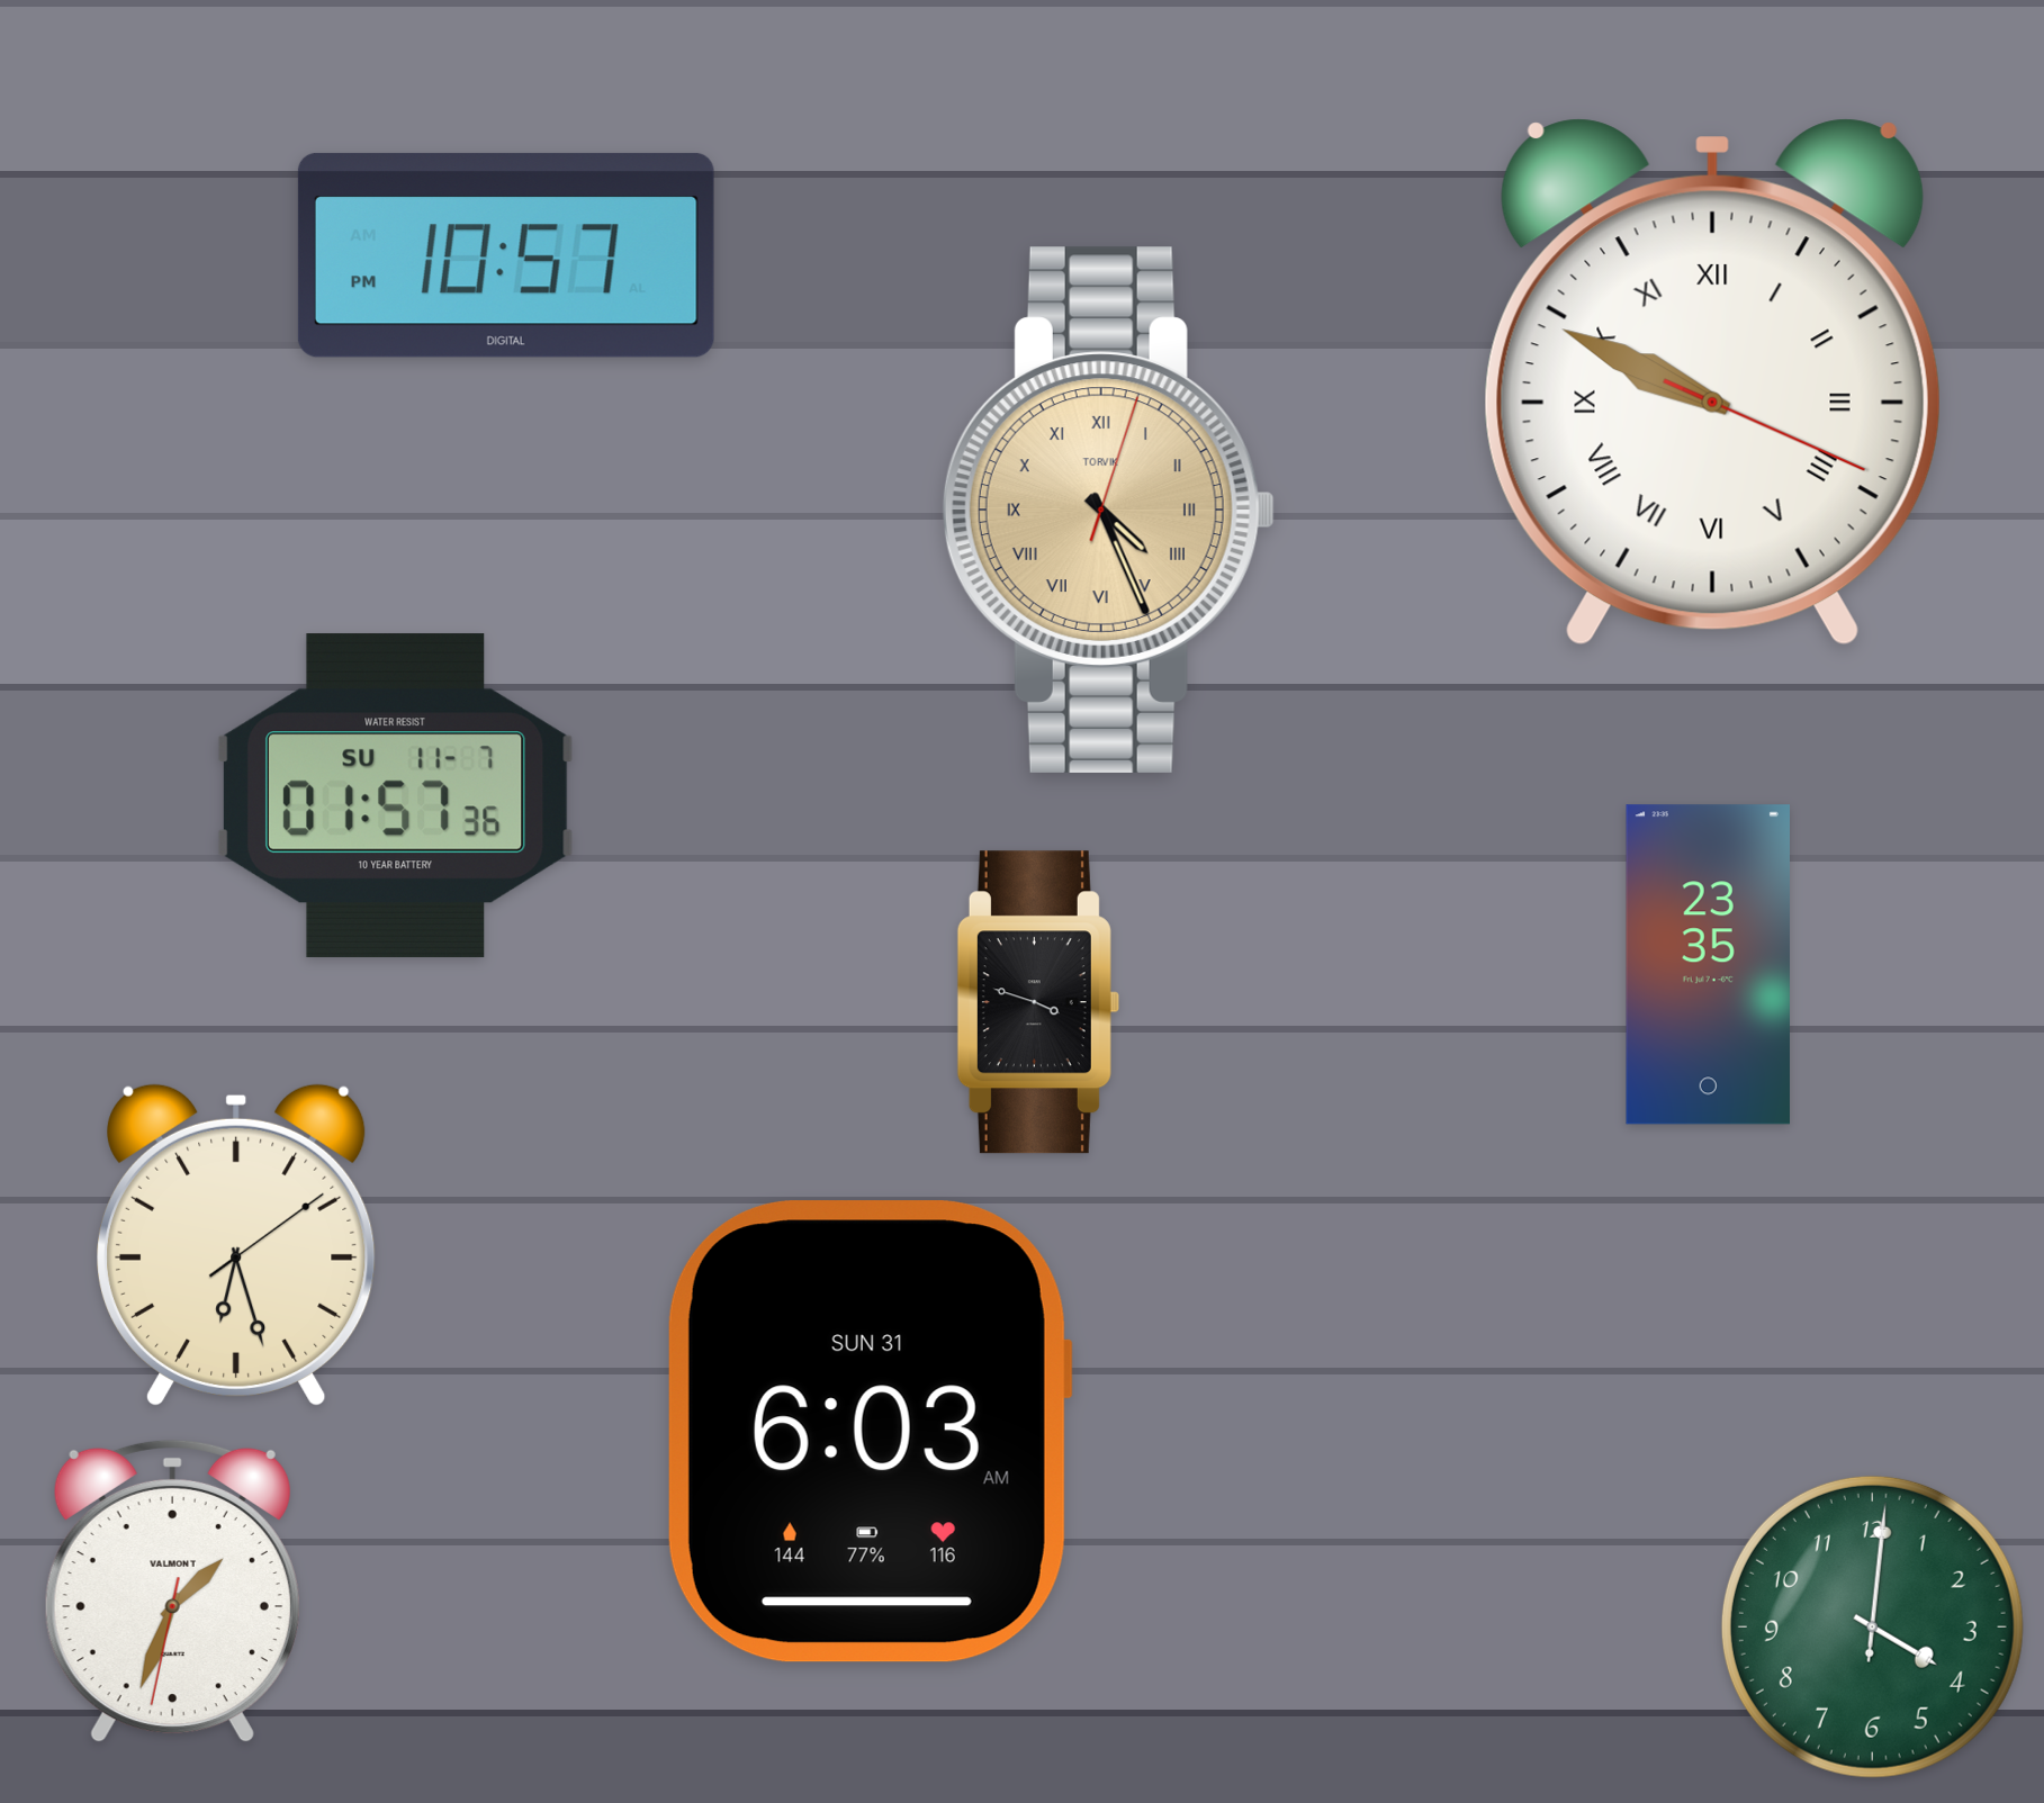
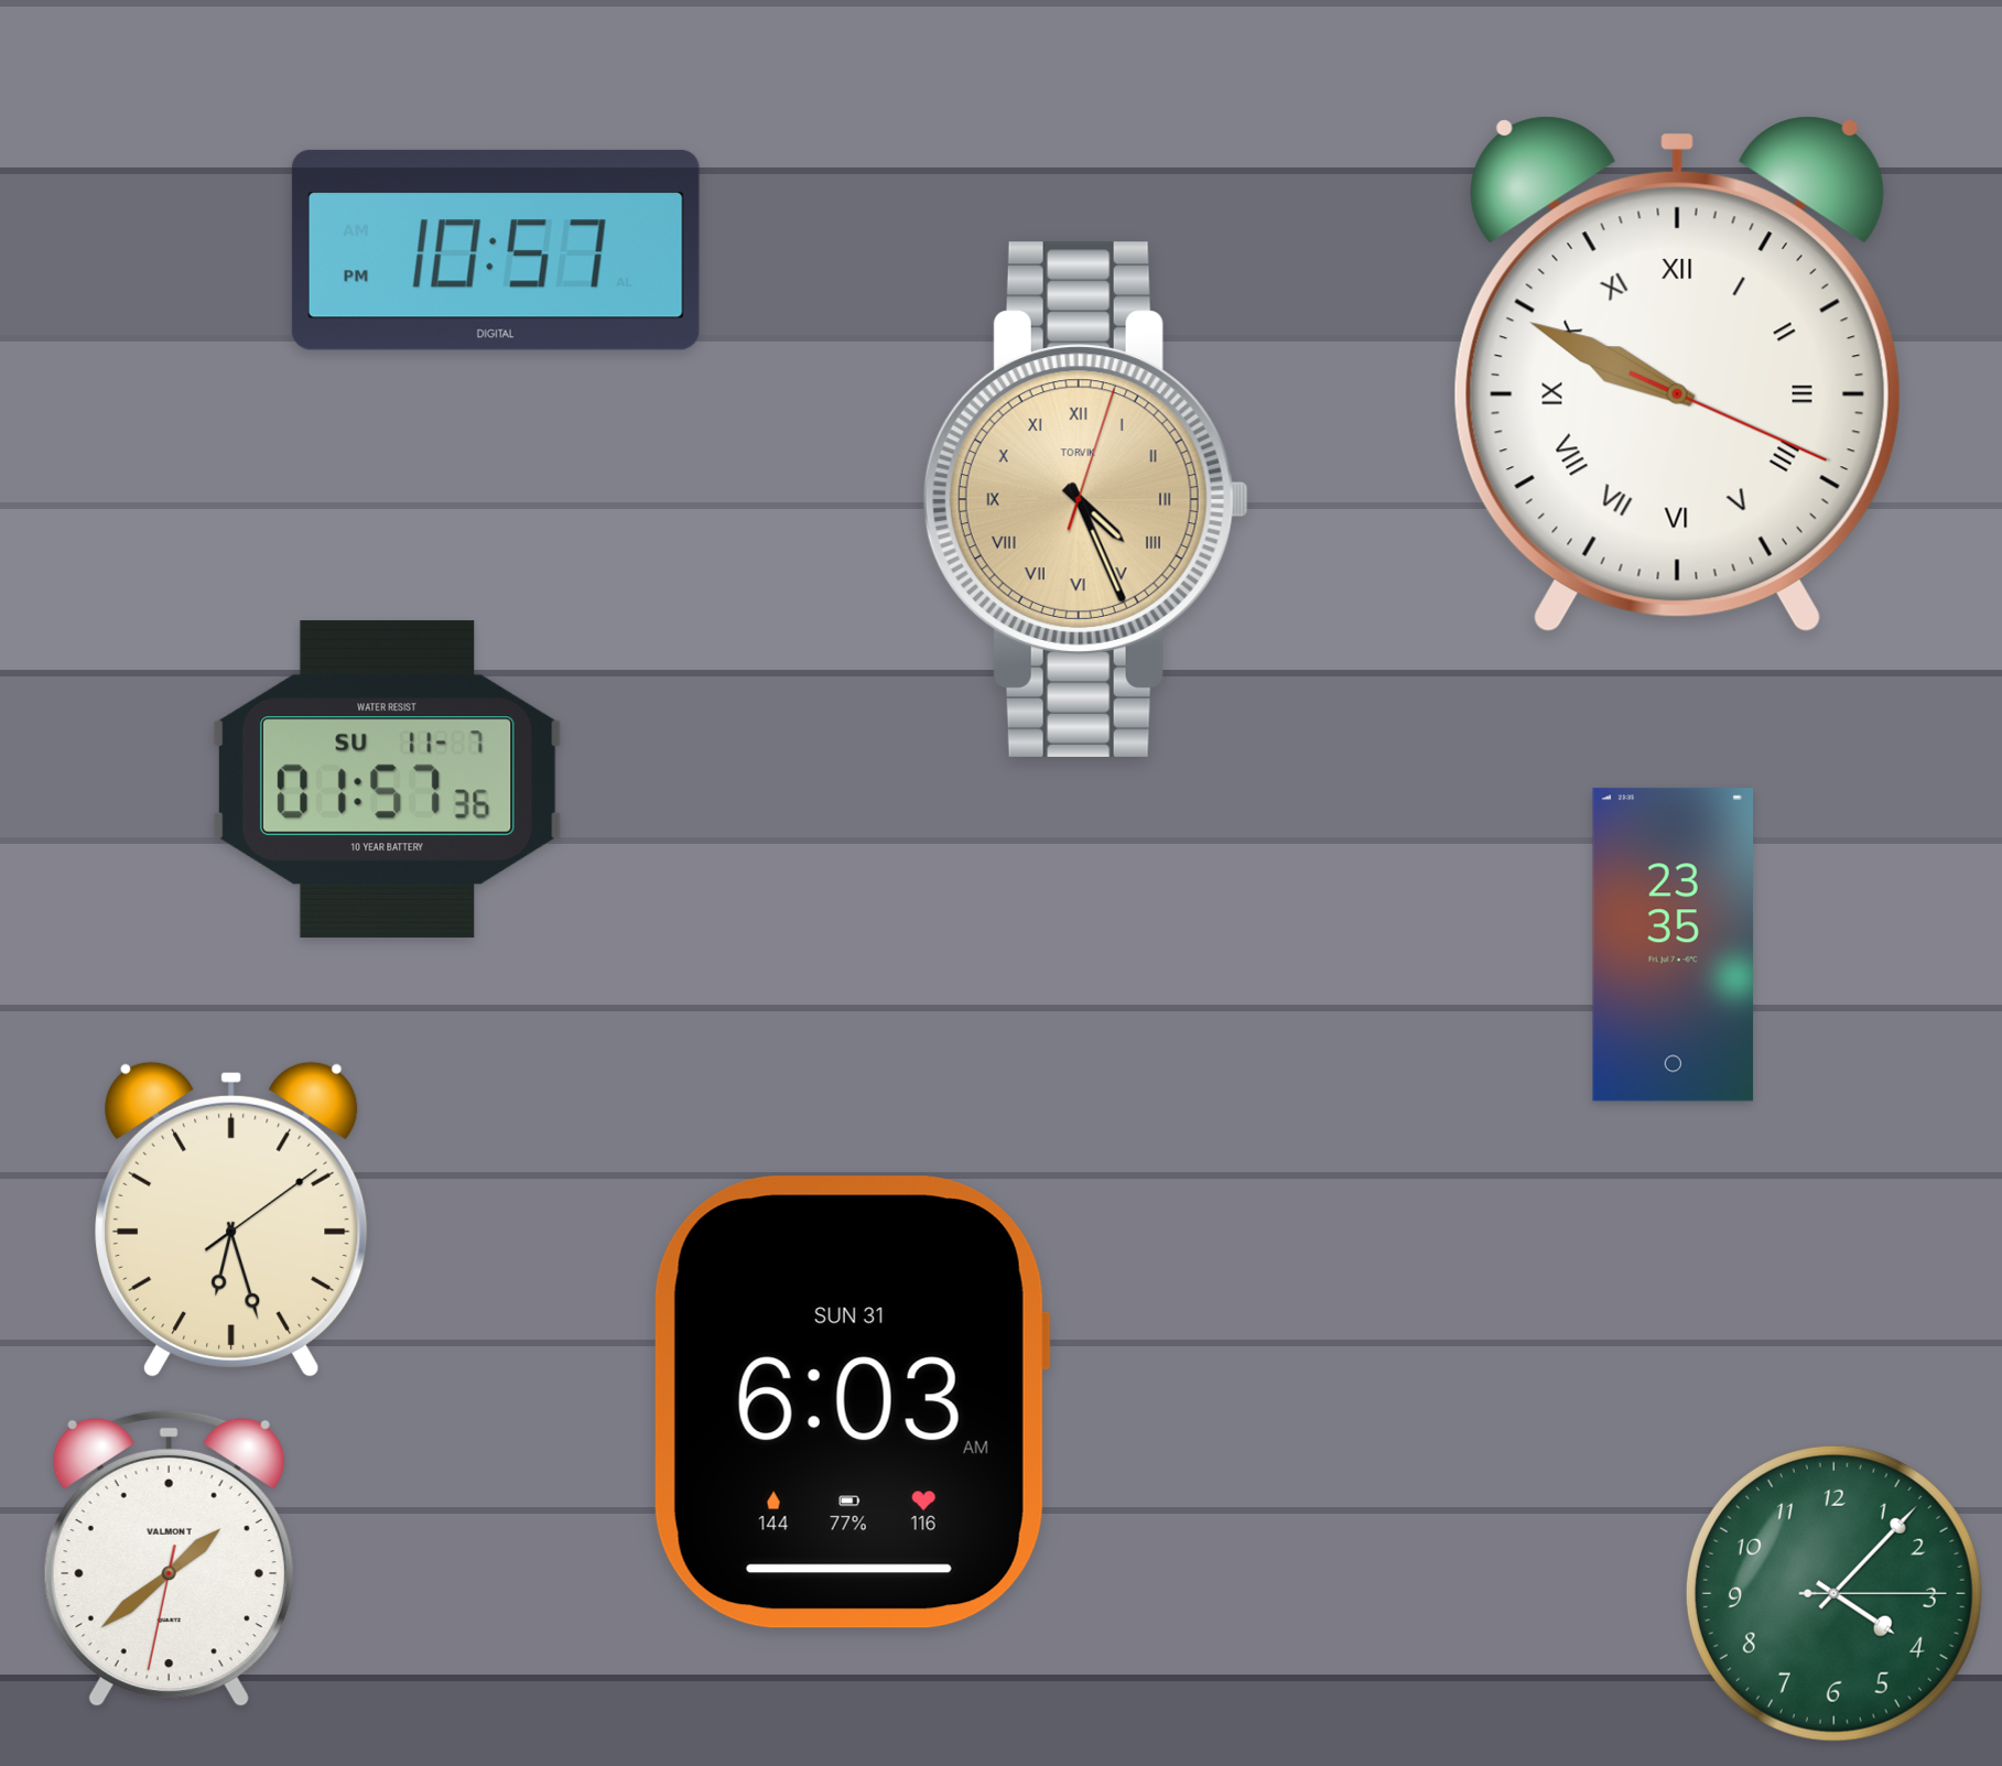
clock at (1038, 1002): 3:48 -> none
clock at (172, 1592): 1:33 -> 1:38
clock at (1872, 1626): 4:01 -> 4:07
